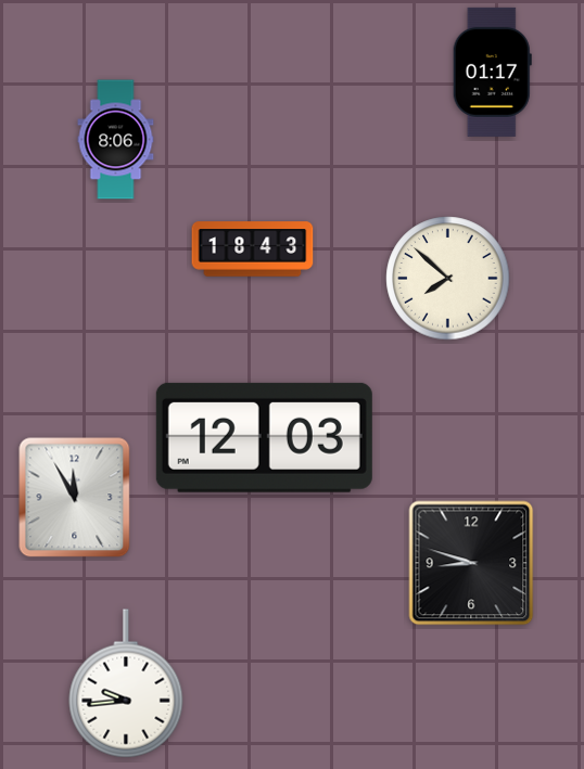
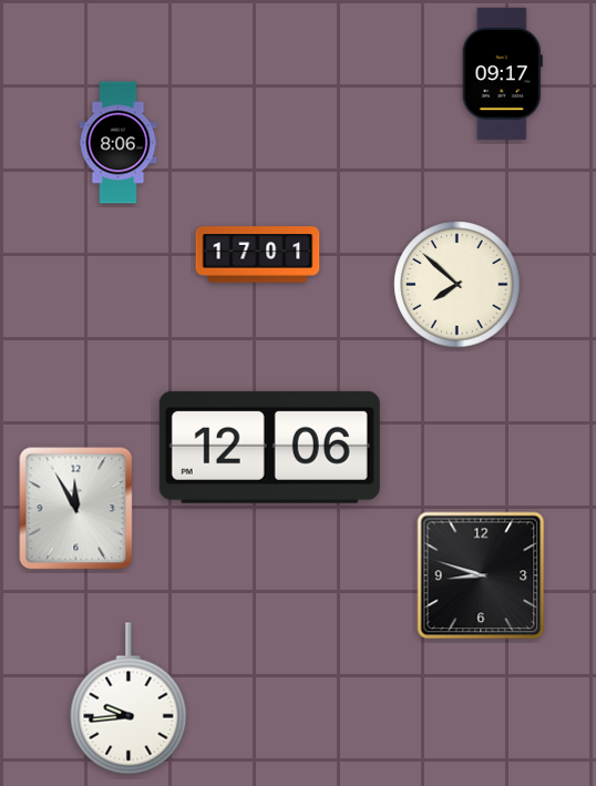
clock at (492, 72): 01:17 -> 09:17
clock at (253, 249): 18:43 -> 17:01
clock at (264, 437): 12:03 -> 12:06
